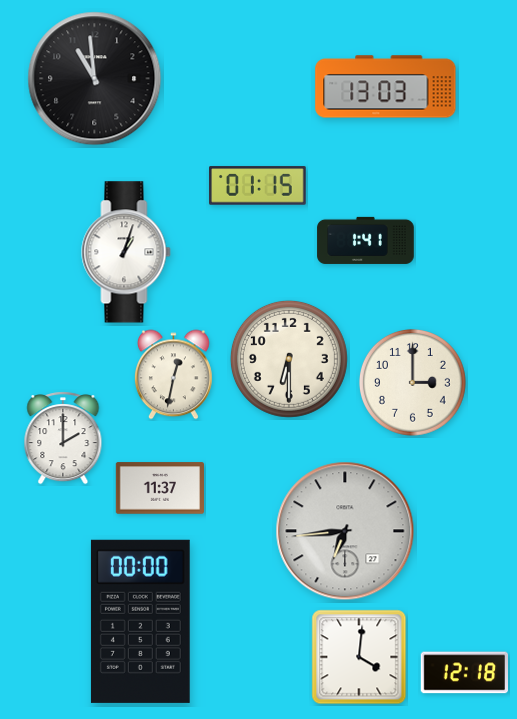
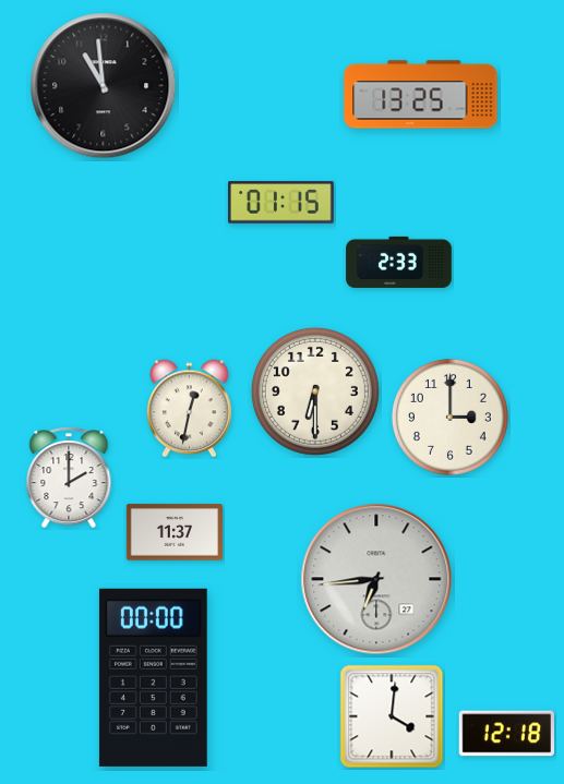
clock at (386, 87): 13:03 -> 13:25
clock at (366, 240): 1:41 -> 2:33
clock at (126, 252): 1:03 -> none
